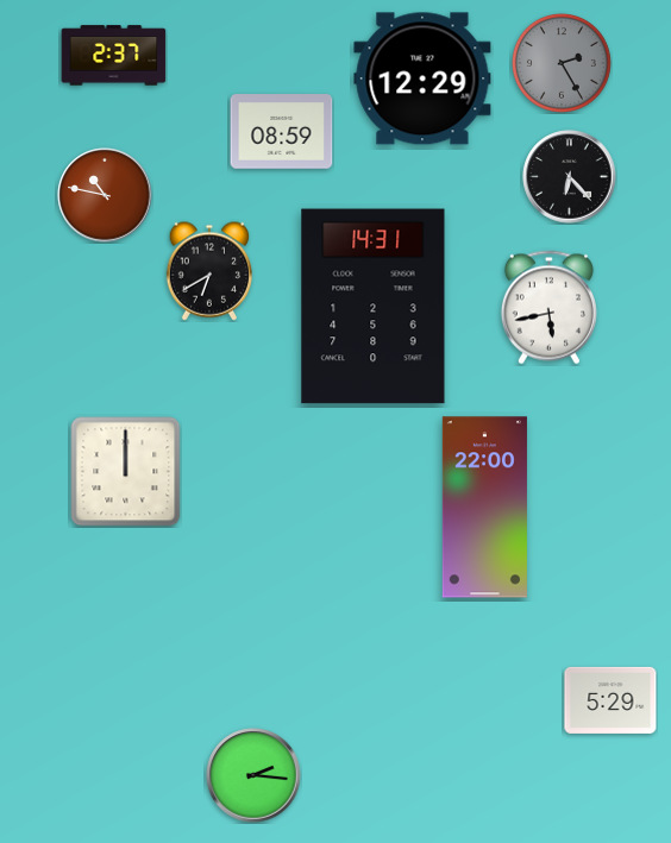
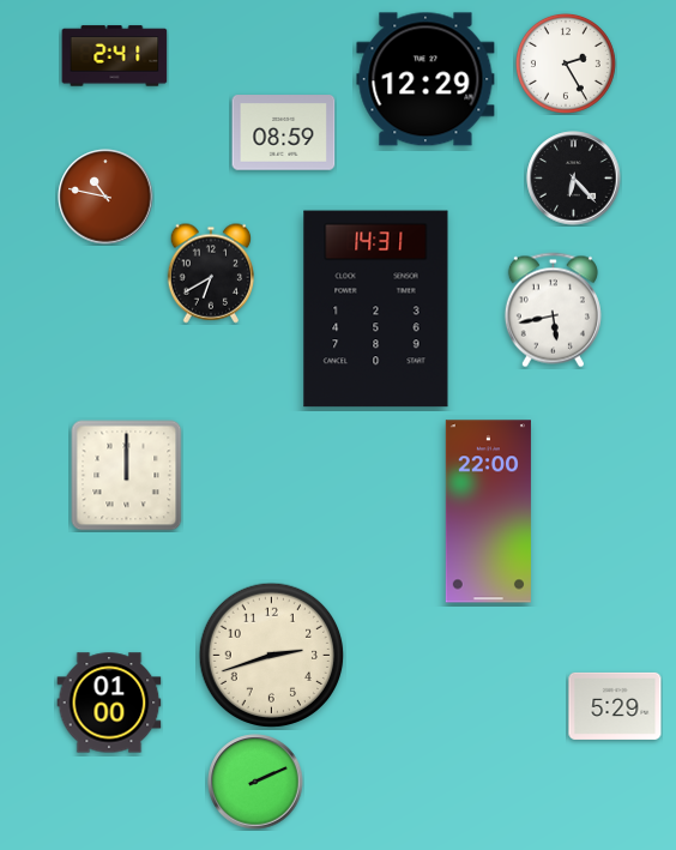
clock at (114, 56): 2:37 -> 2:41
clock at (562, 63) dial: grey -> white
clock at (272, 656): none -> 2:42
clock at (109, 703): none -> 01:00
clock at (253, 775): 2:16 -> 2:11
